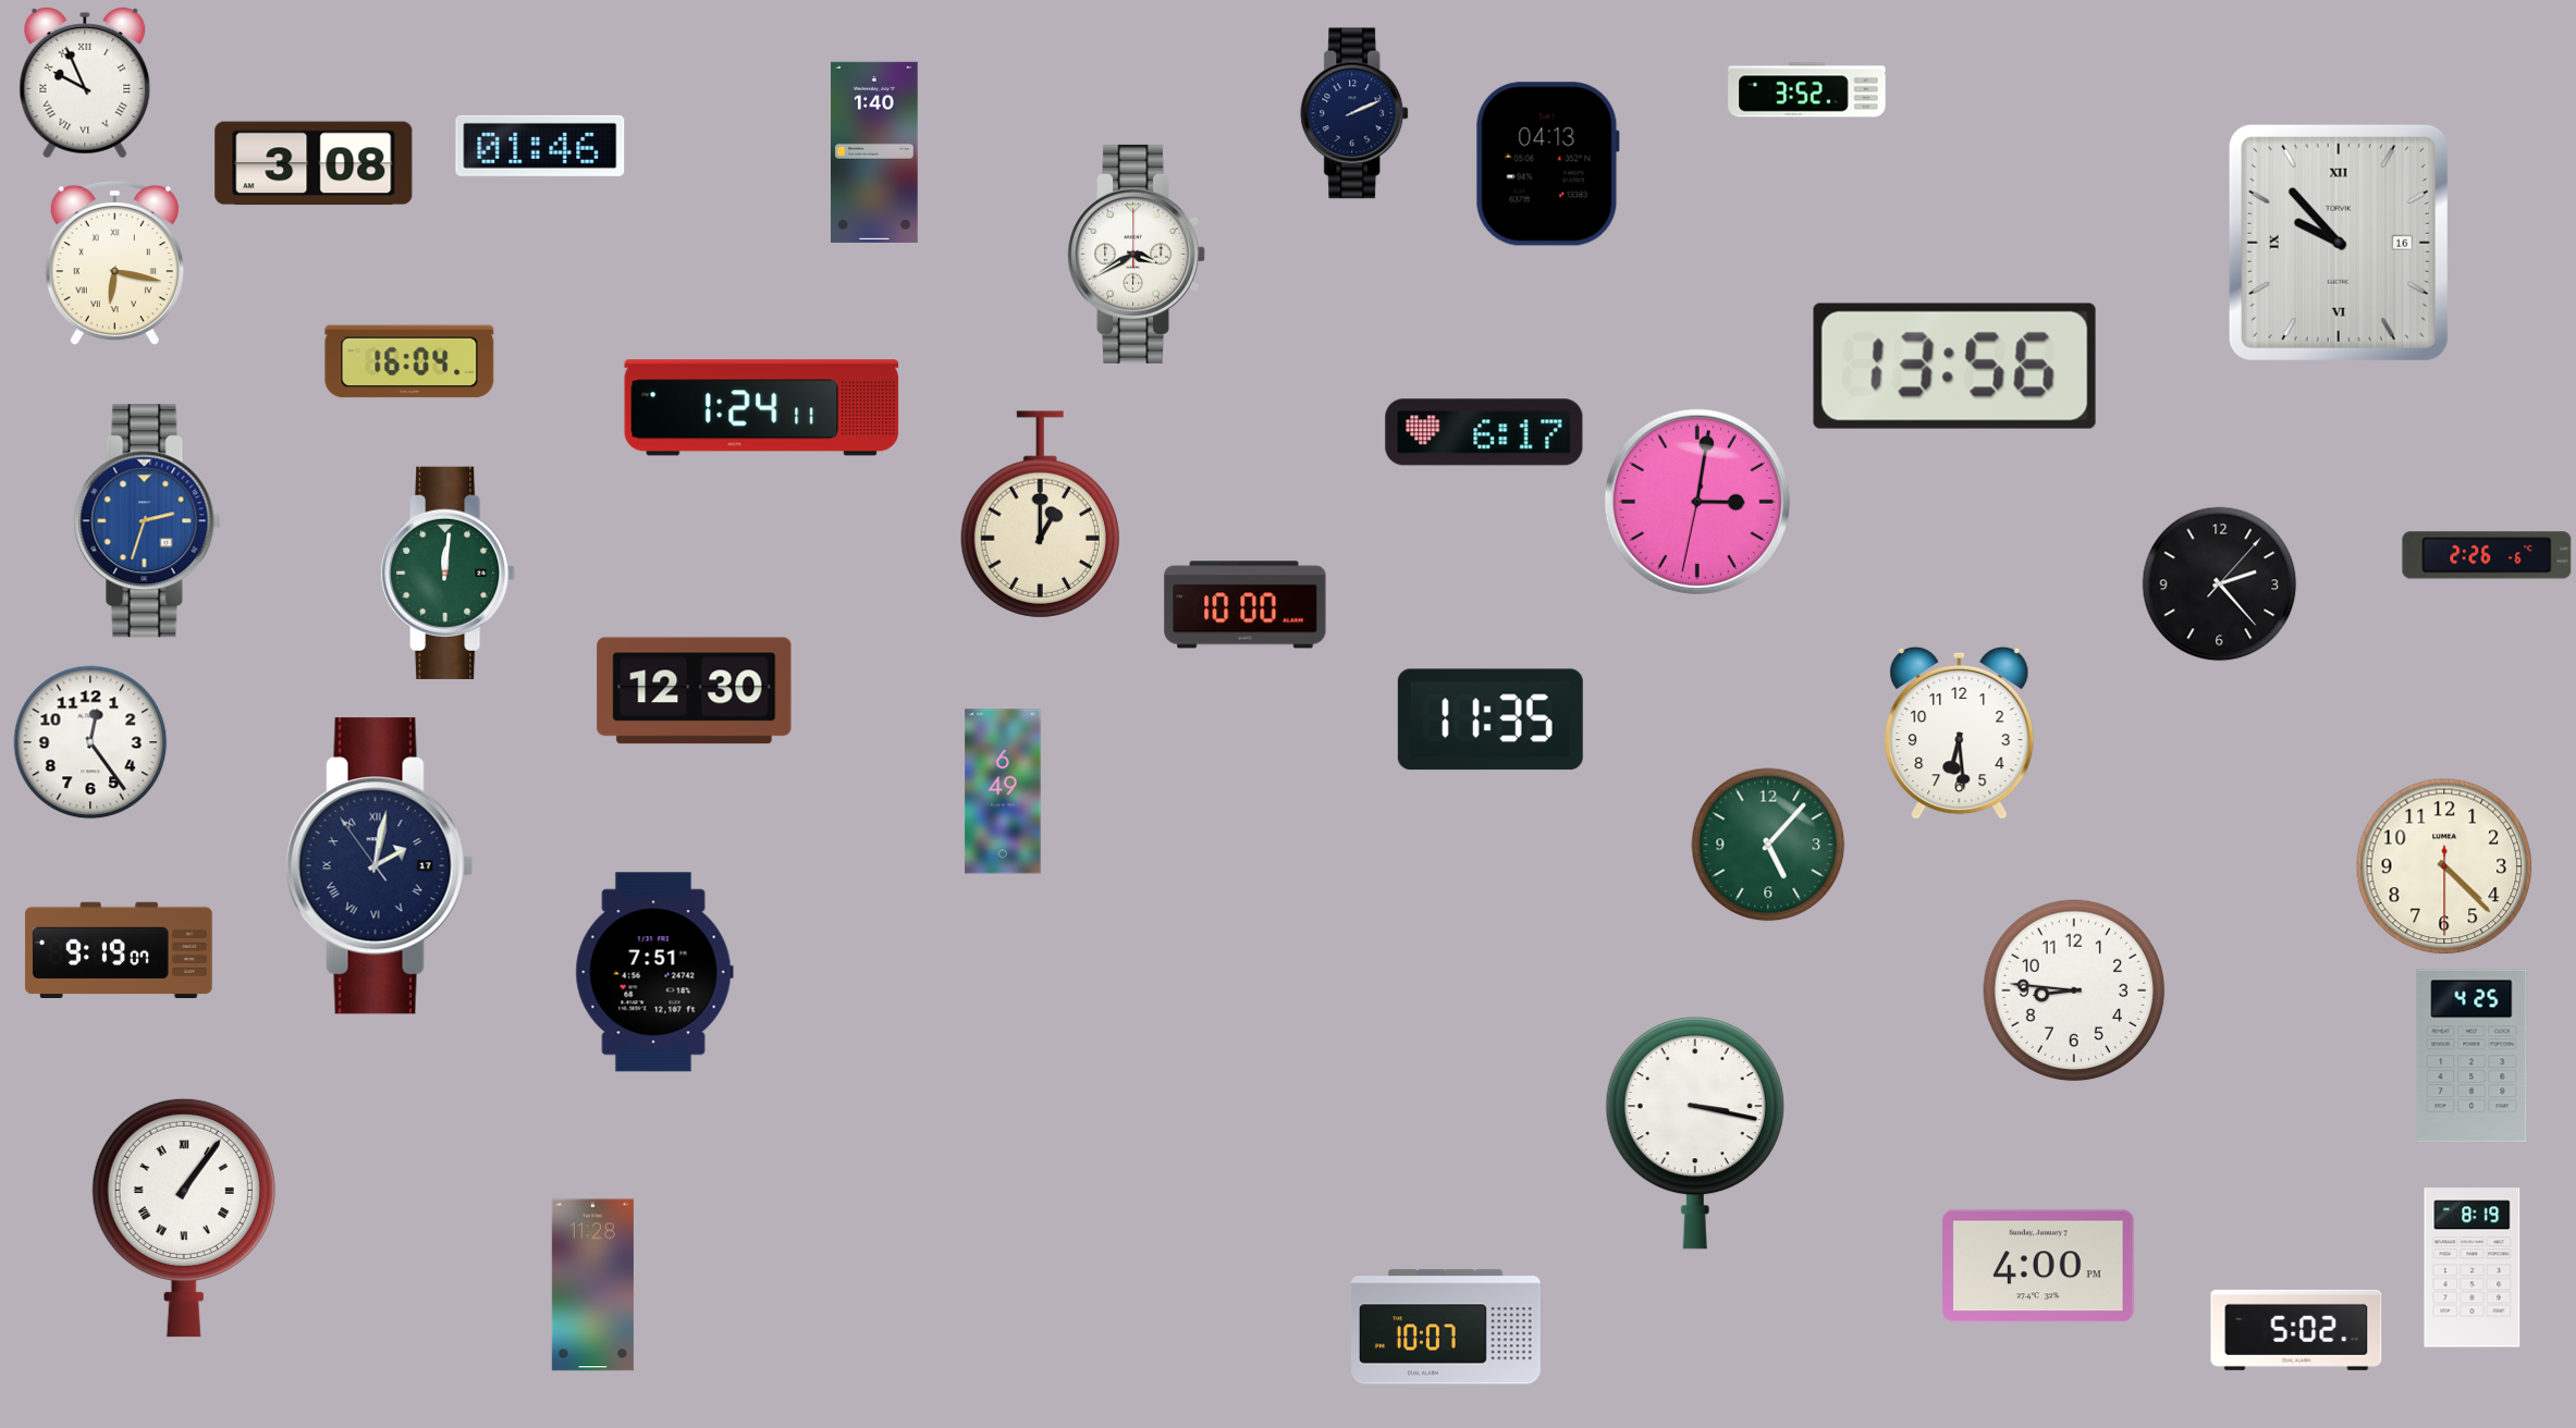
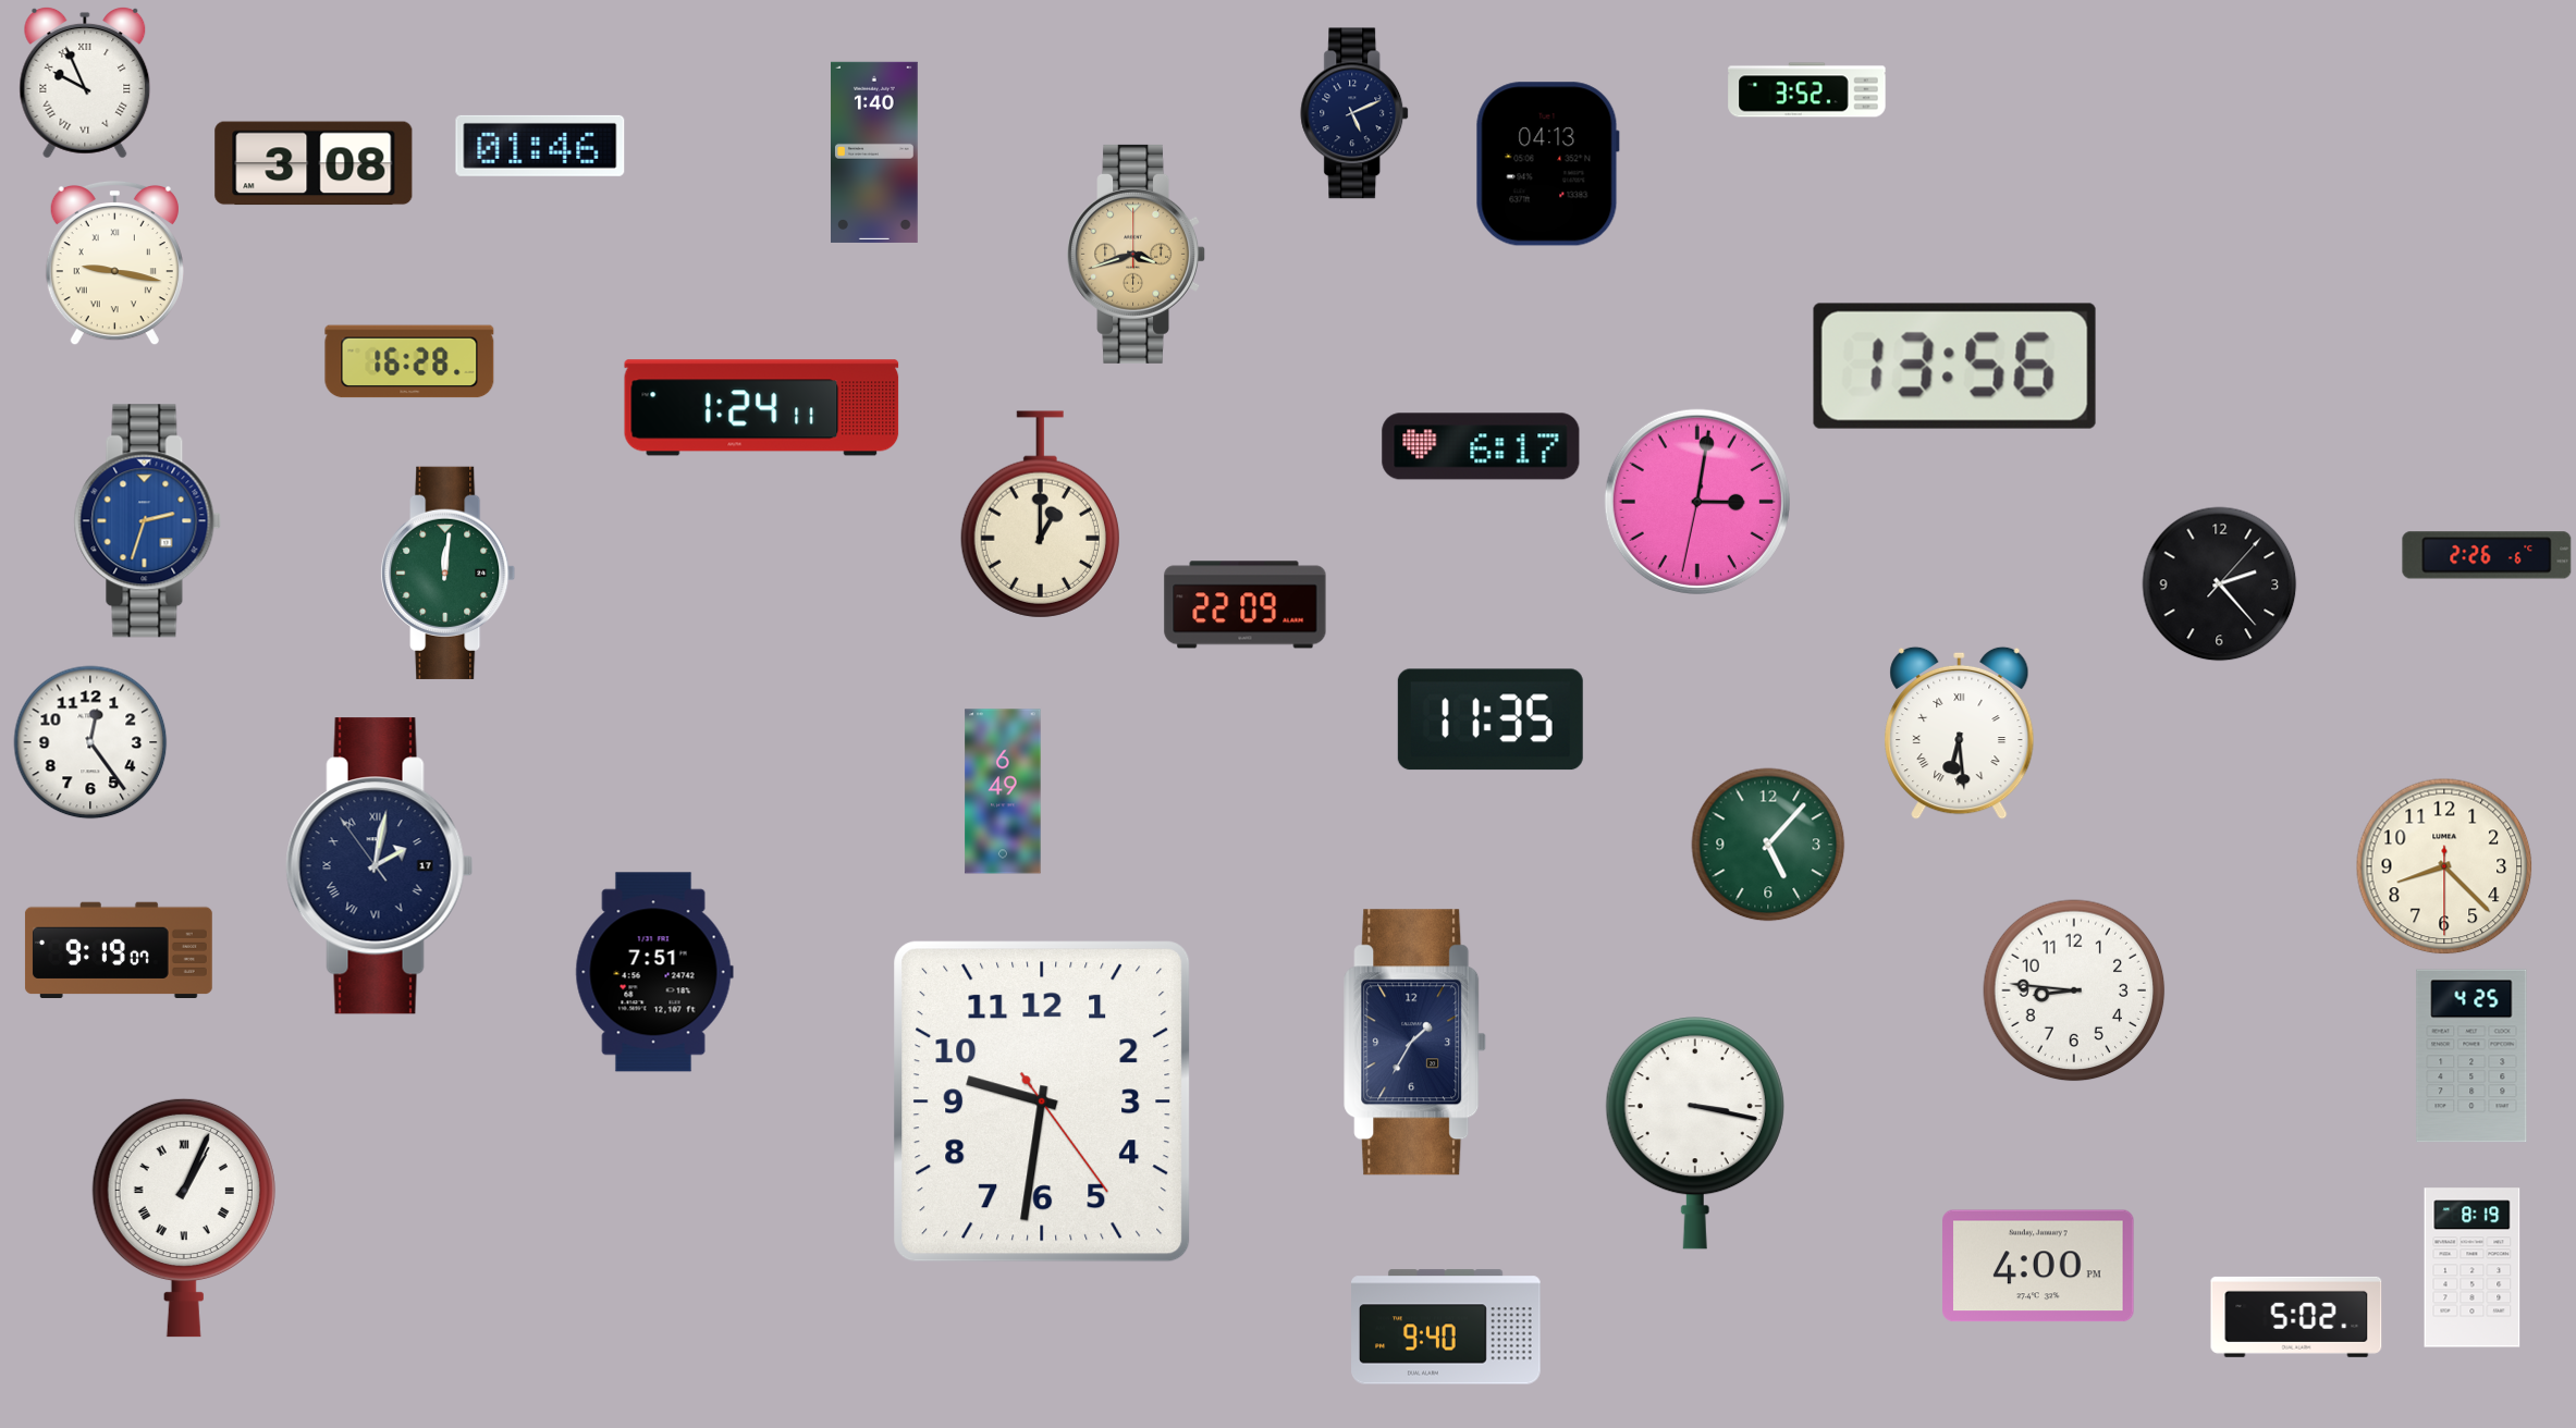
clock at (1356, 113): 2:11 -> 5:11
clock at (2339, 243): 9:53 -> none
clock at (1136, 254): 3:40 -> 3:42
clock at (1136, 254) dial: white -> champagne
clock at (114, 263): 6:17 -> 9:17
clock at (409, 361): 16:04 -> 16:28
clock at (1484, 432) position: (1484, 432) -> (1481, 446)
clock at (1246, 605): 10:00 -> 22:09
clock at (695, 691): 12:30 -> none
clock at (1960, 733) numerals: Arabic -> Roman
clock at (2444, 866): 4:22 -> 8:22
clock at (1415, 1043): none -> 1:35
clock at (1042, 1101): none -> 9:31
clock at (184, 1218): 1:06 -> 1:04
clock at (592, 1285): 11:28 -> none
clock at (1446, 1327): 10:07 -> 9:40
clock at (2296, 1330) position: (2296, 1330) -> (2296, 1317)
